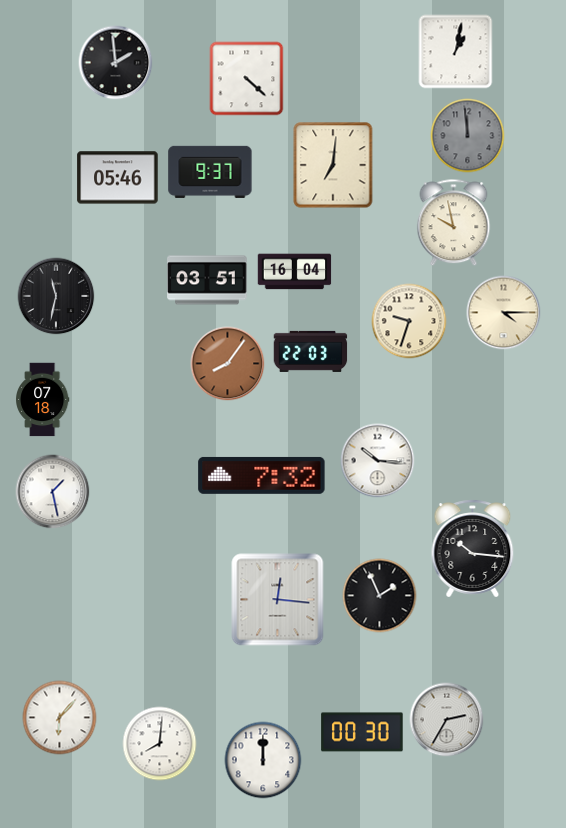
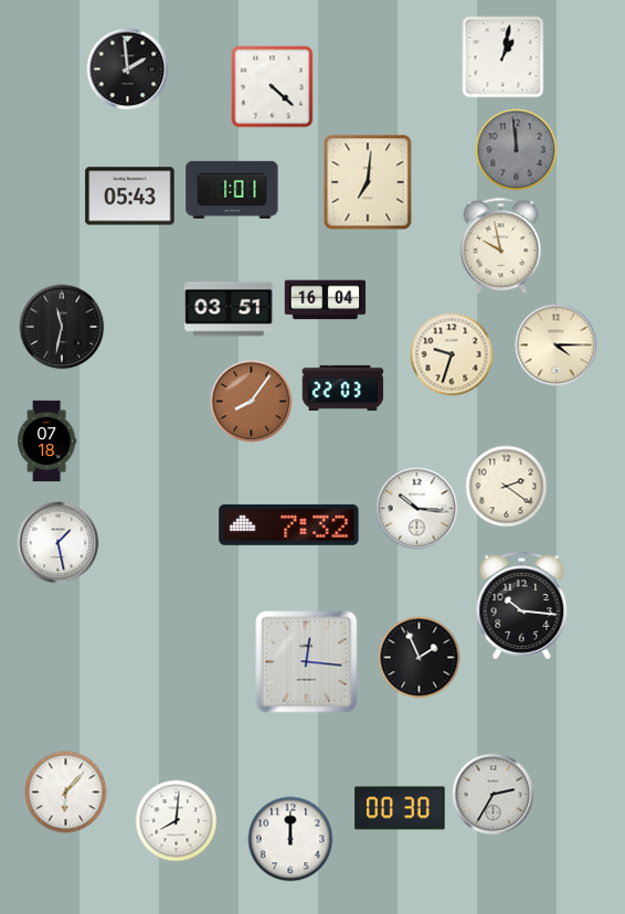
clock at (210, 172): 9:37 -> 1:01
clock at (118, 178): 05:46 -> 05:43
clock at (507, 487): none -> 2:21
